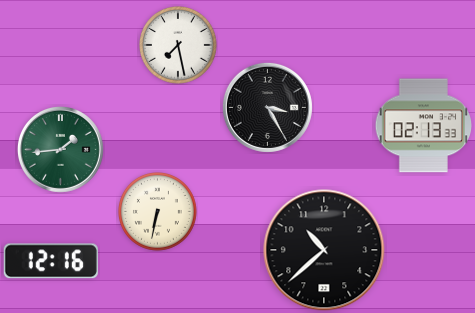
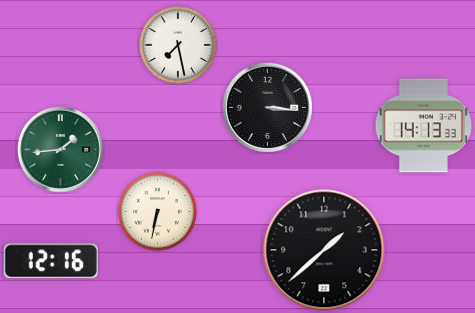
clock at (267, 107): 3:25 -> 3:16
clock at (423, 126): 02:13 -> 14:13
clock at (324, 250): 10:38 -> 1:38
